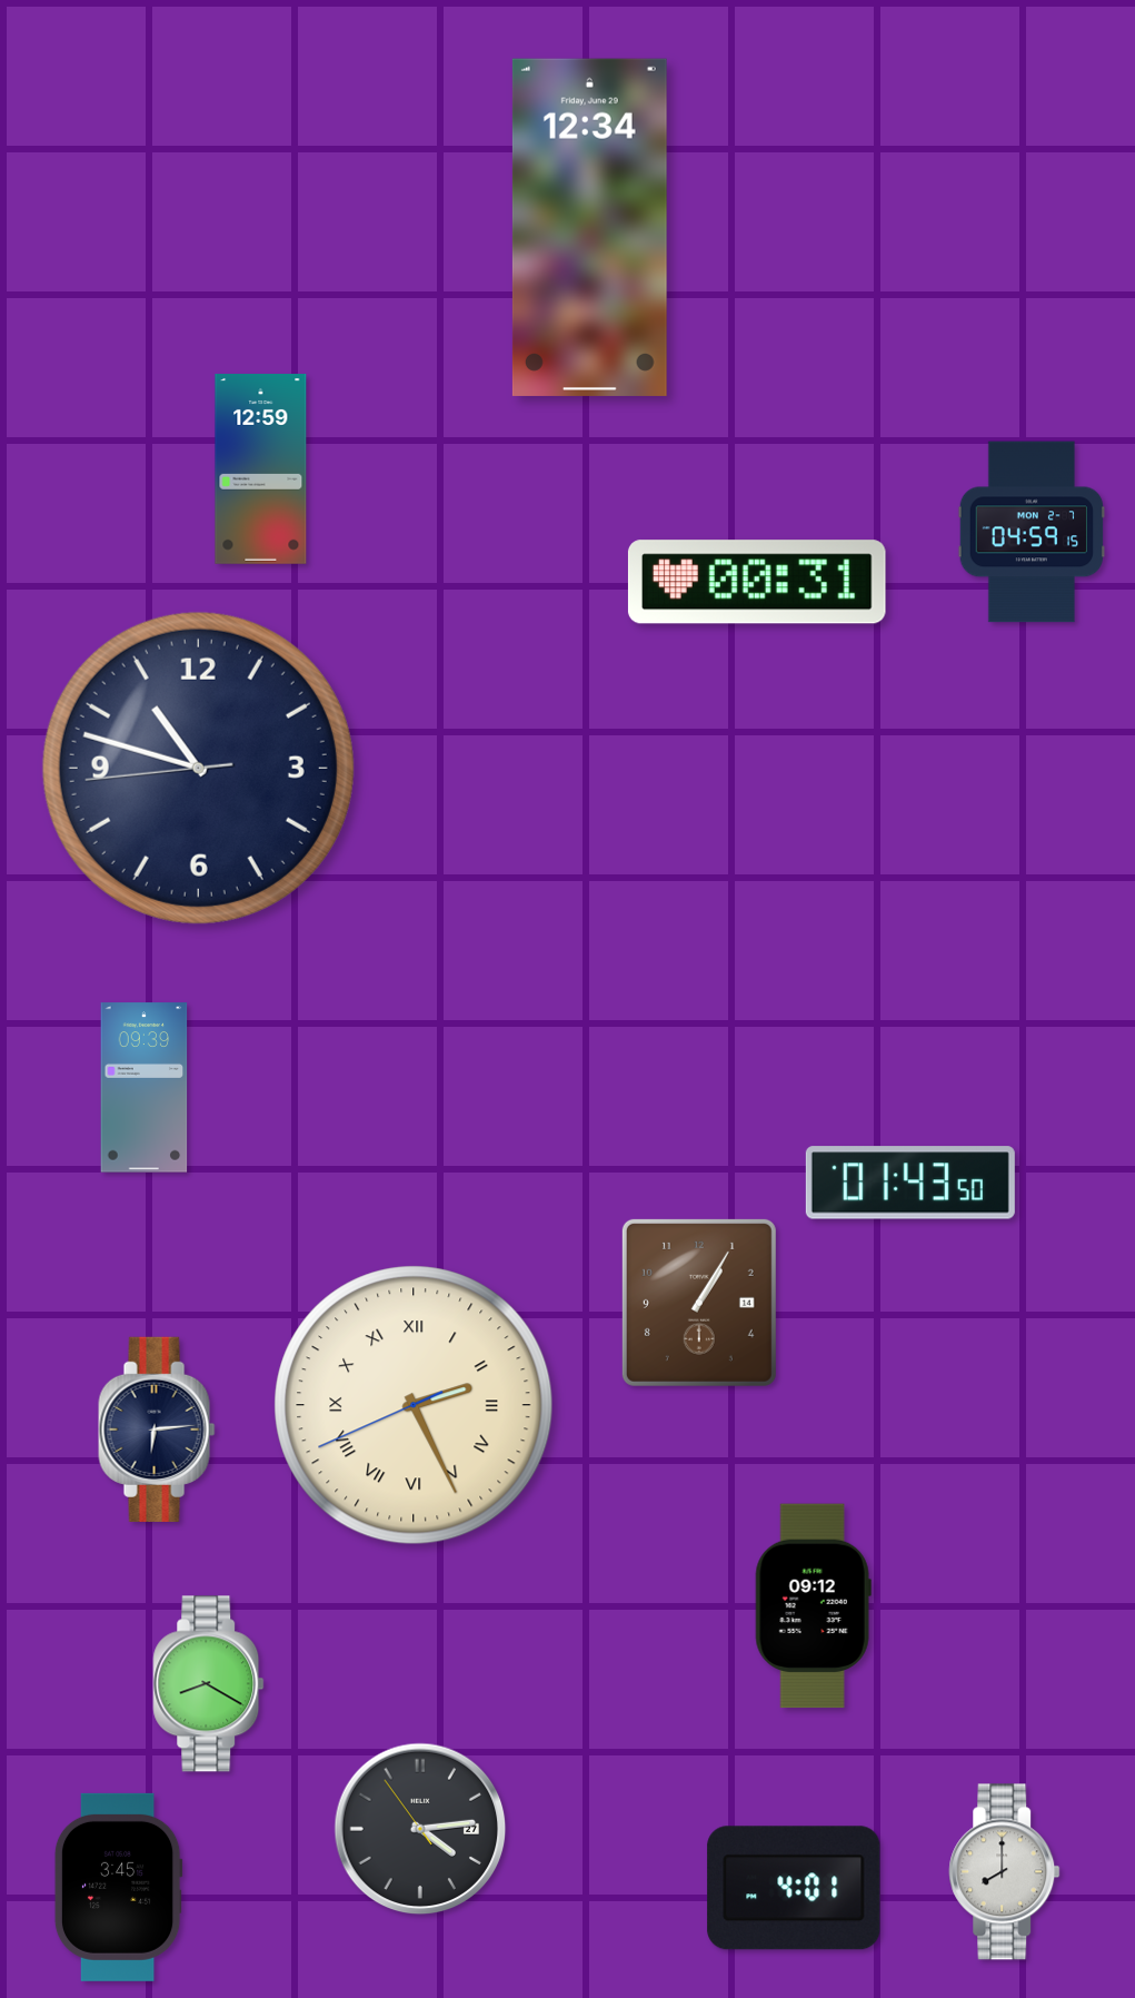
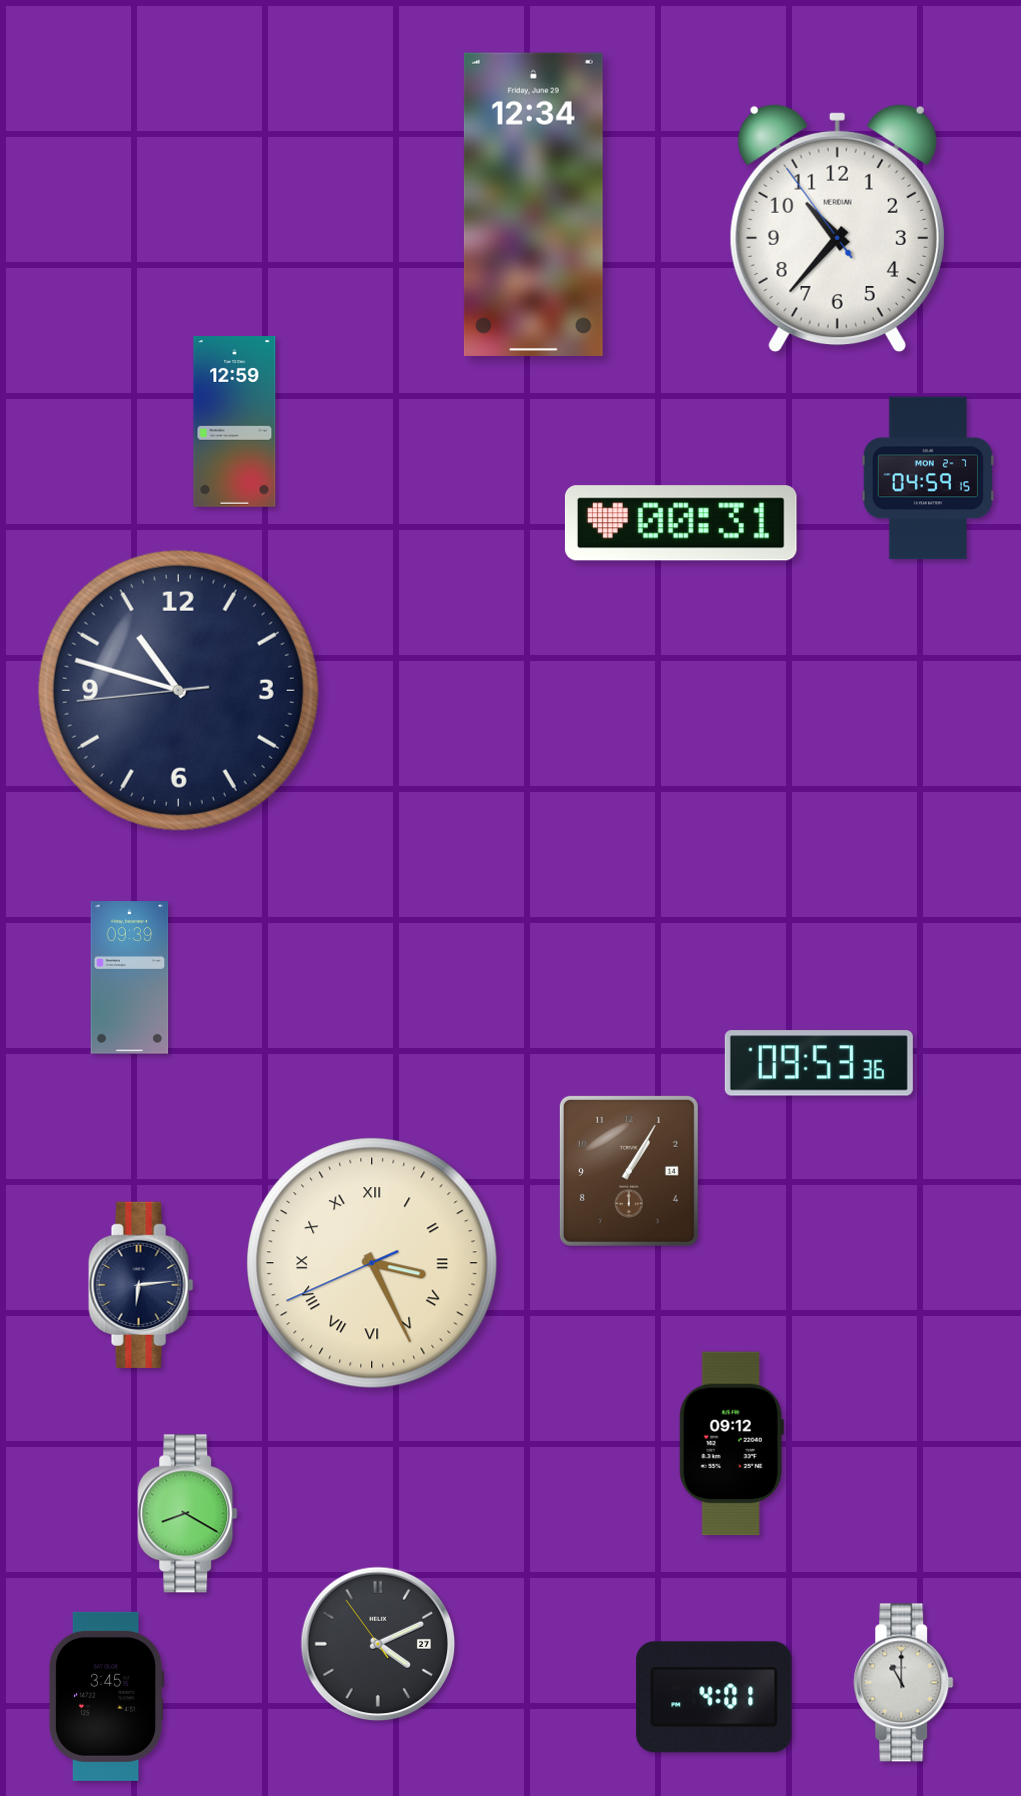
clock at (589, 227) position: (589, 227) -> (533, 204)
clock at (837, 228): none -> 10:36
clock at (910, 1183): 01:43 -> 09:53
clock at (414, 1405): 2:25 -> 3:25
clock at (420, 1829): 4:13 -> 4:10
clock at (1005, 1872): 8:00 -> 11:00
